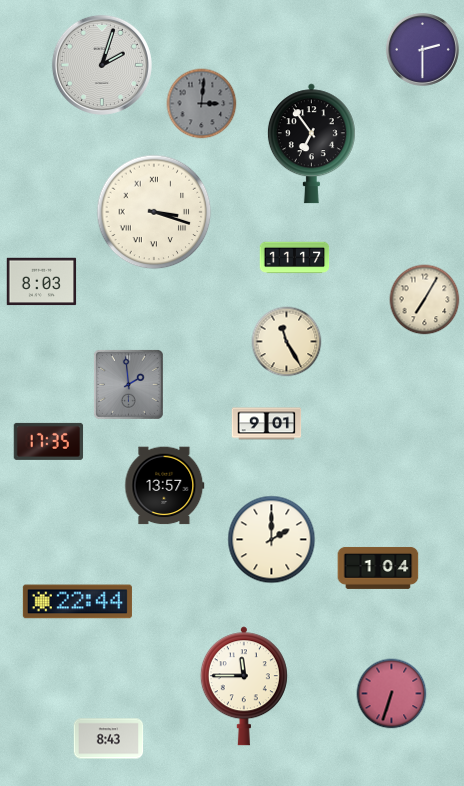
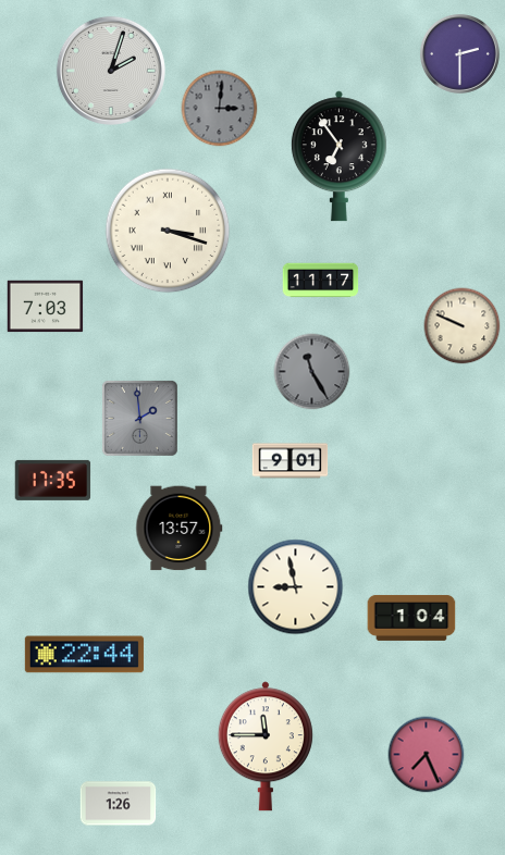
clock at (202, 104) position: (202, 104) -> (220, 109)
clock at (42, 282): 8:03 -> 7:03
clock at (425, 300): 7:05 -> 9:49
clock at (287, 342) dial: cream -> grey
clock at (272, 540): 2:00 -> 8:58
clock at (392, 694): 6:33 -> 7:26
clock at (109, 739): 8:43 -> 1:26
